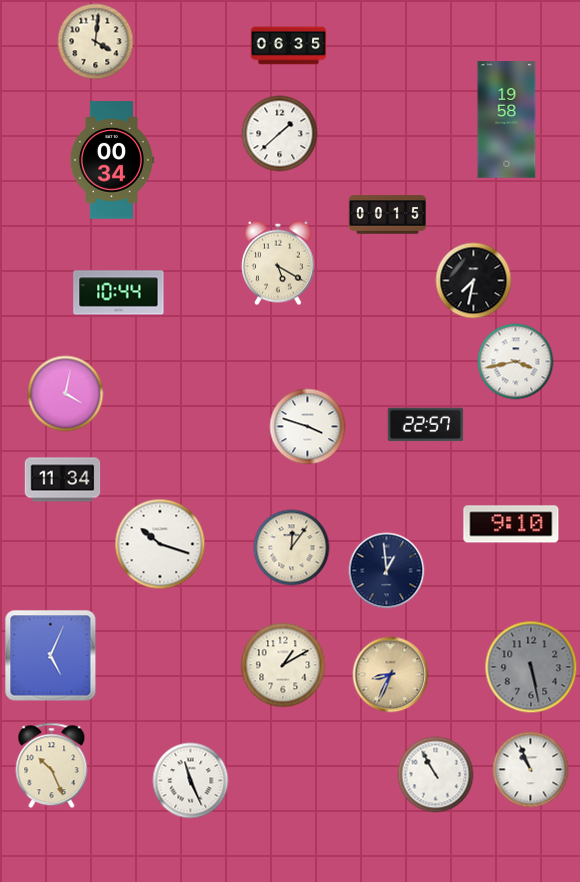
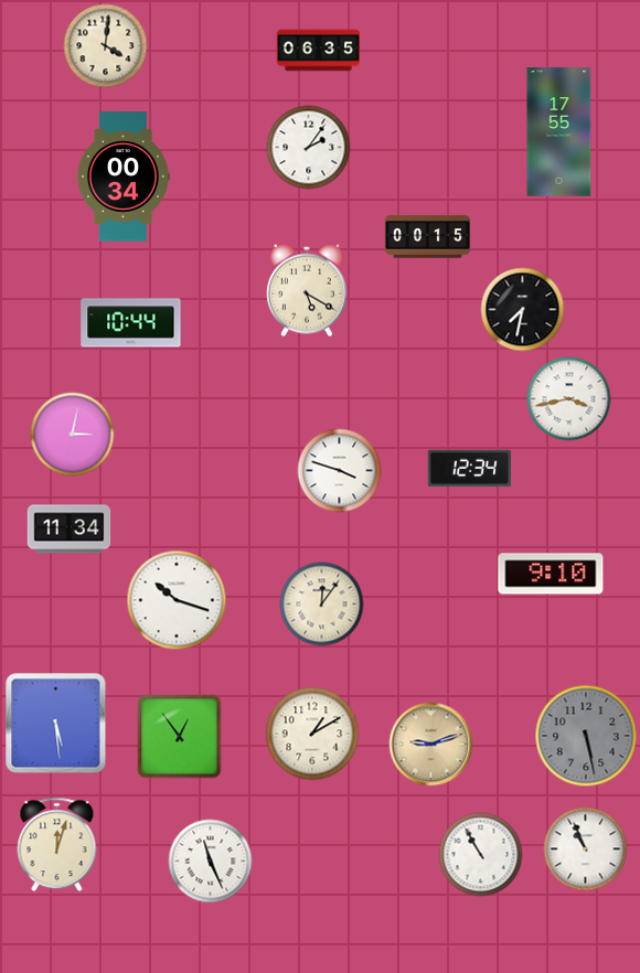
clock at (507, 120): 19:58 -> 17:55
clock at (280, 134): 1:38 -> 2:06
clock at (66, 394): 4:02 -> 3:02
clock at (426, 425): 22:57 -> 12:34
clock at (511, 524) position: (511, 524) -> (551, 574)
clock at (387, 571): 12:59 -> none
clock at (51, 656): 5:04 -> 5:29
clock at (180, 737): none -> 12:54
clock at (391, 675): 8:34 -> 9:12
clock at (52, 766): 10:26 -> 12:03
